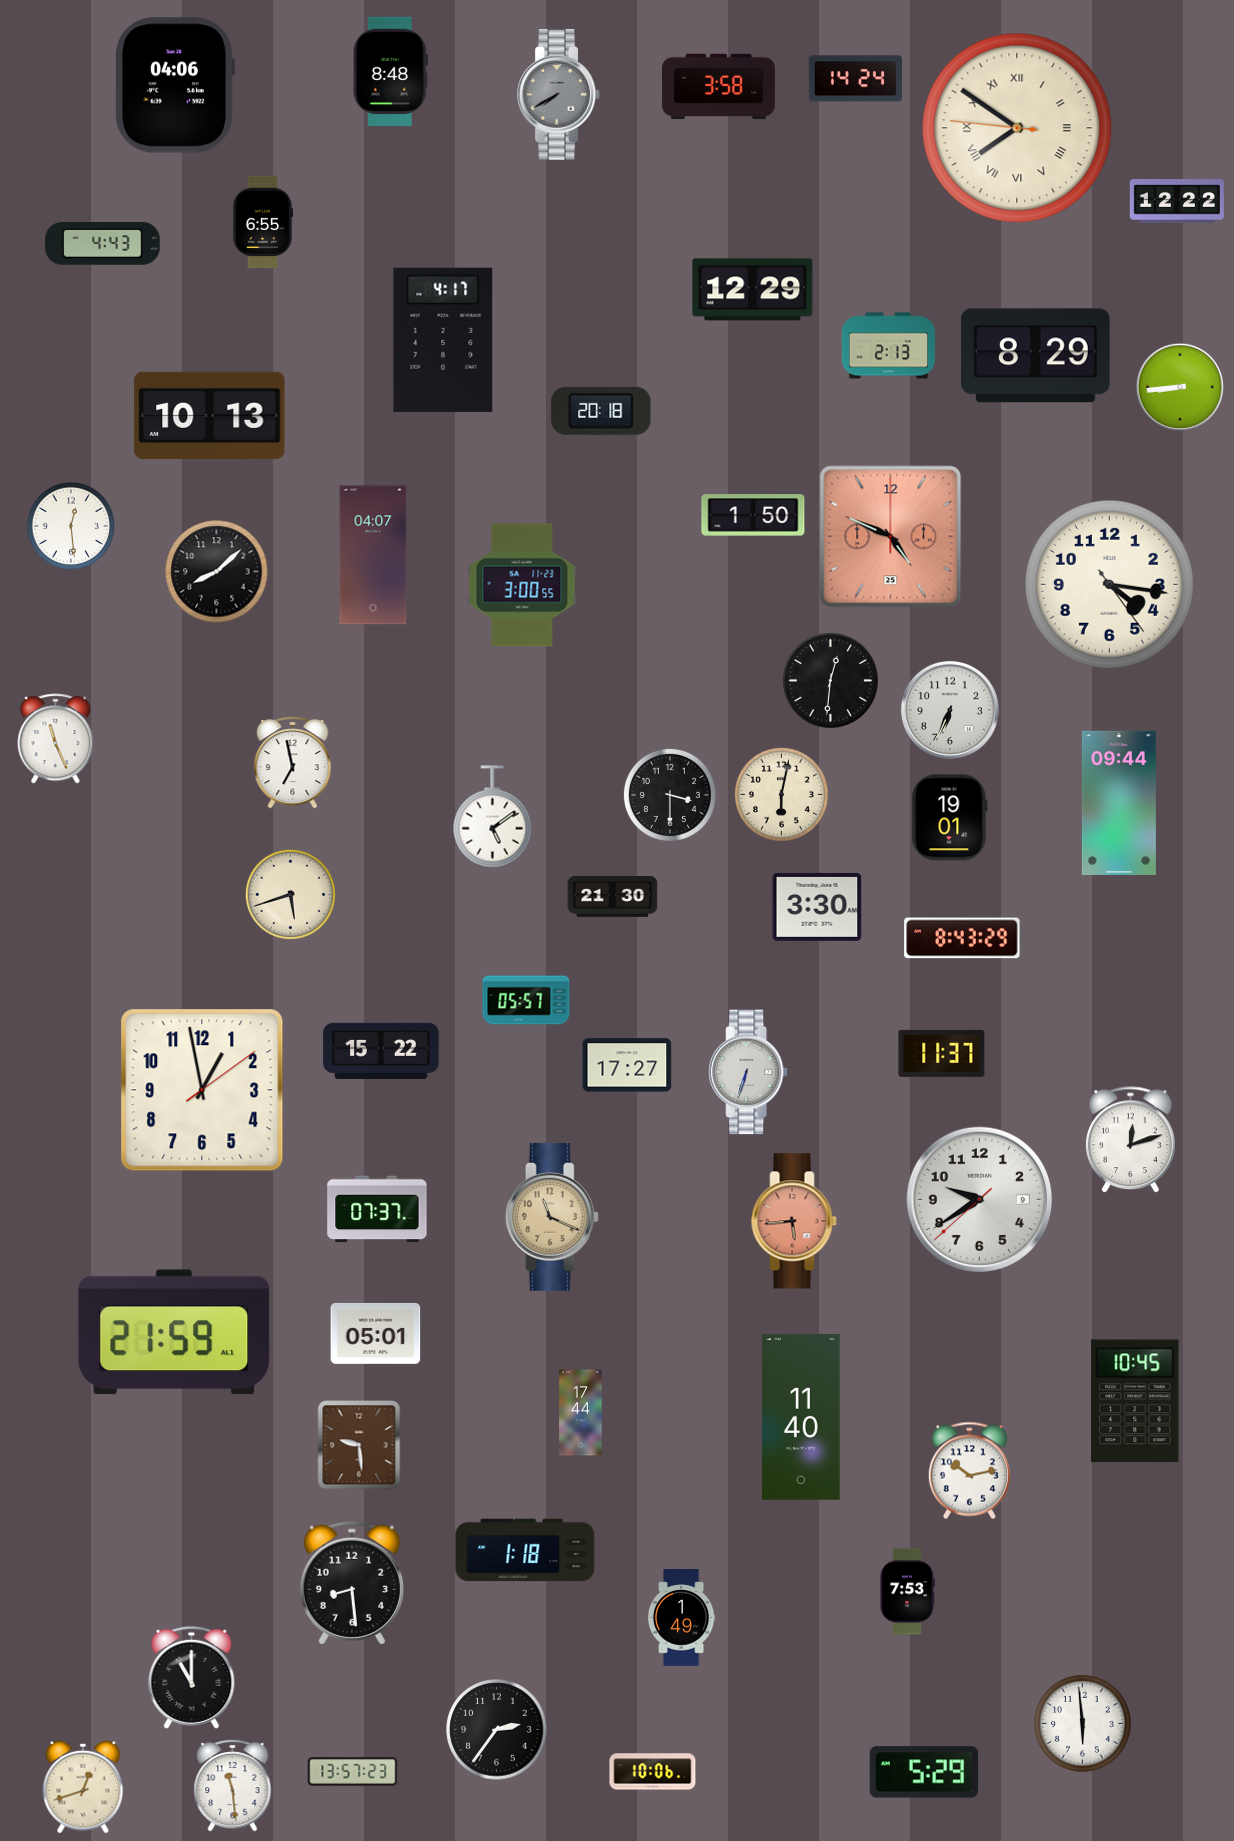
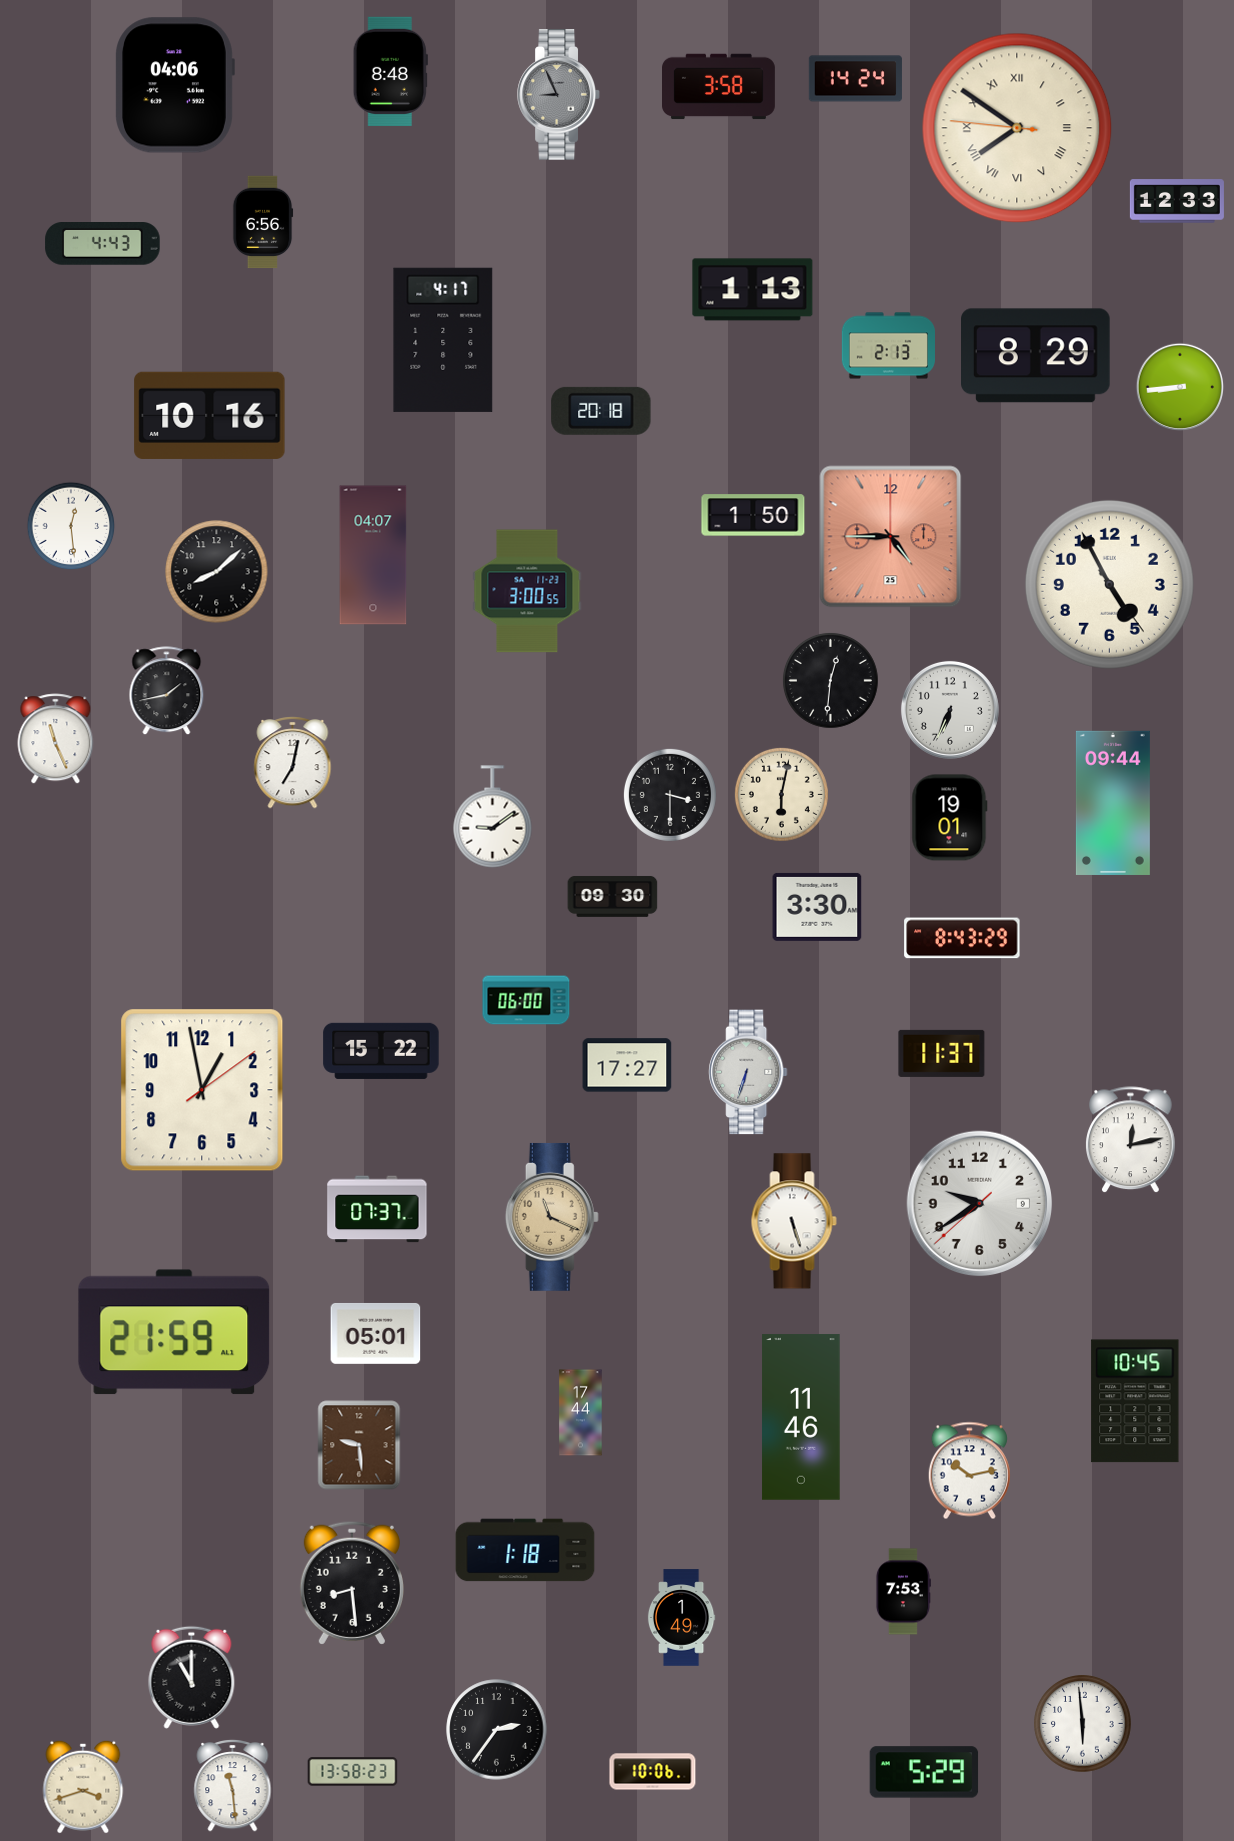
clock at (558, 95): 7:40 -> 8:56
clock at (1177, 201): 12:22 -> 12:33
clock at (263, 222): 6:55 -> 6:56
clock at (753, 290): 12:29 -> 1:13
clock at (210, 415): 10:13 -> 10:16
clock at (891, 537): 4:49 -> 4:45
clock at (1109, 584): 4:16 -> 4:55
clock at (522, 585) position: (522, 585) -> (527, 591)
clock at (167, 691): none -> 1:43
clock at (293, 762): 6:58 -> 7:02
clock at (1119, 803) position: (1119, 803) -> (1113, 803)
clock at (493, 817): 5:09 -> 9:09
clock at (290, 894): 5:42 -> none
clock at (613, 896): 21:30 -> 09:30
clock at (526, 1000): 05:57 -> 06:00
clock at (1131, 1140): 12:12 -> 12:13
clock at (980, 1200) position: (980, 1200) -> (980, 1204)
clock at (794, 1221): 5:44 -> 5:27
clock at (794, 1221) dial: salmon -> white
clock at (801, 1417): 11:40 -> 11:46
clock at (907, 1592) position: (907, 1592) -> (903, 1592)
clock at (353, 1772): 13:57 -> 13:58
clock at (83, 1787): 12:42 -> 3:42
